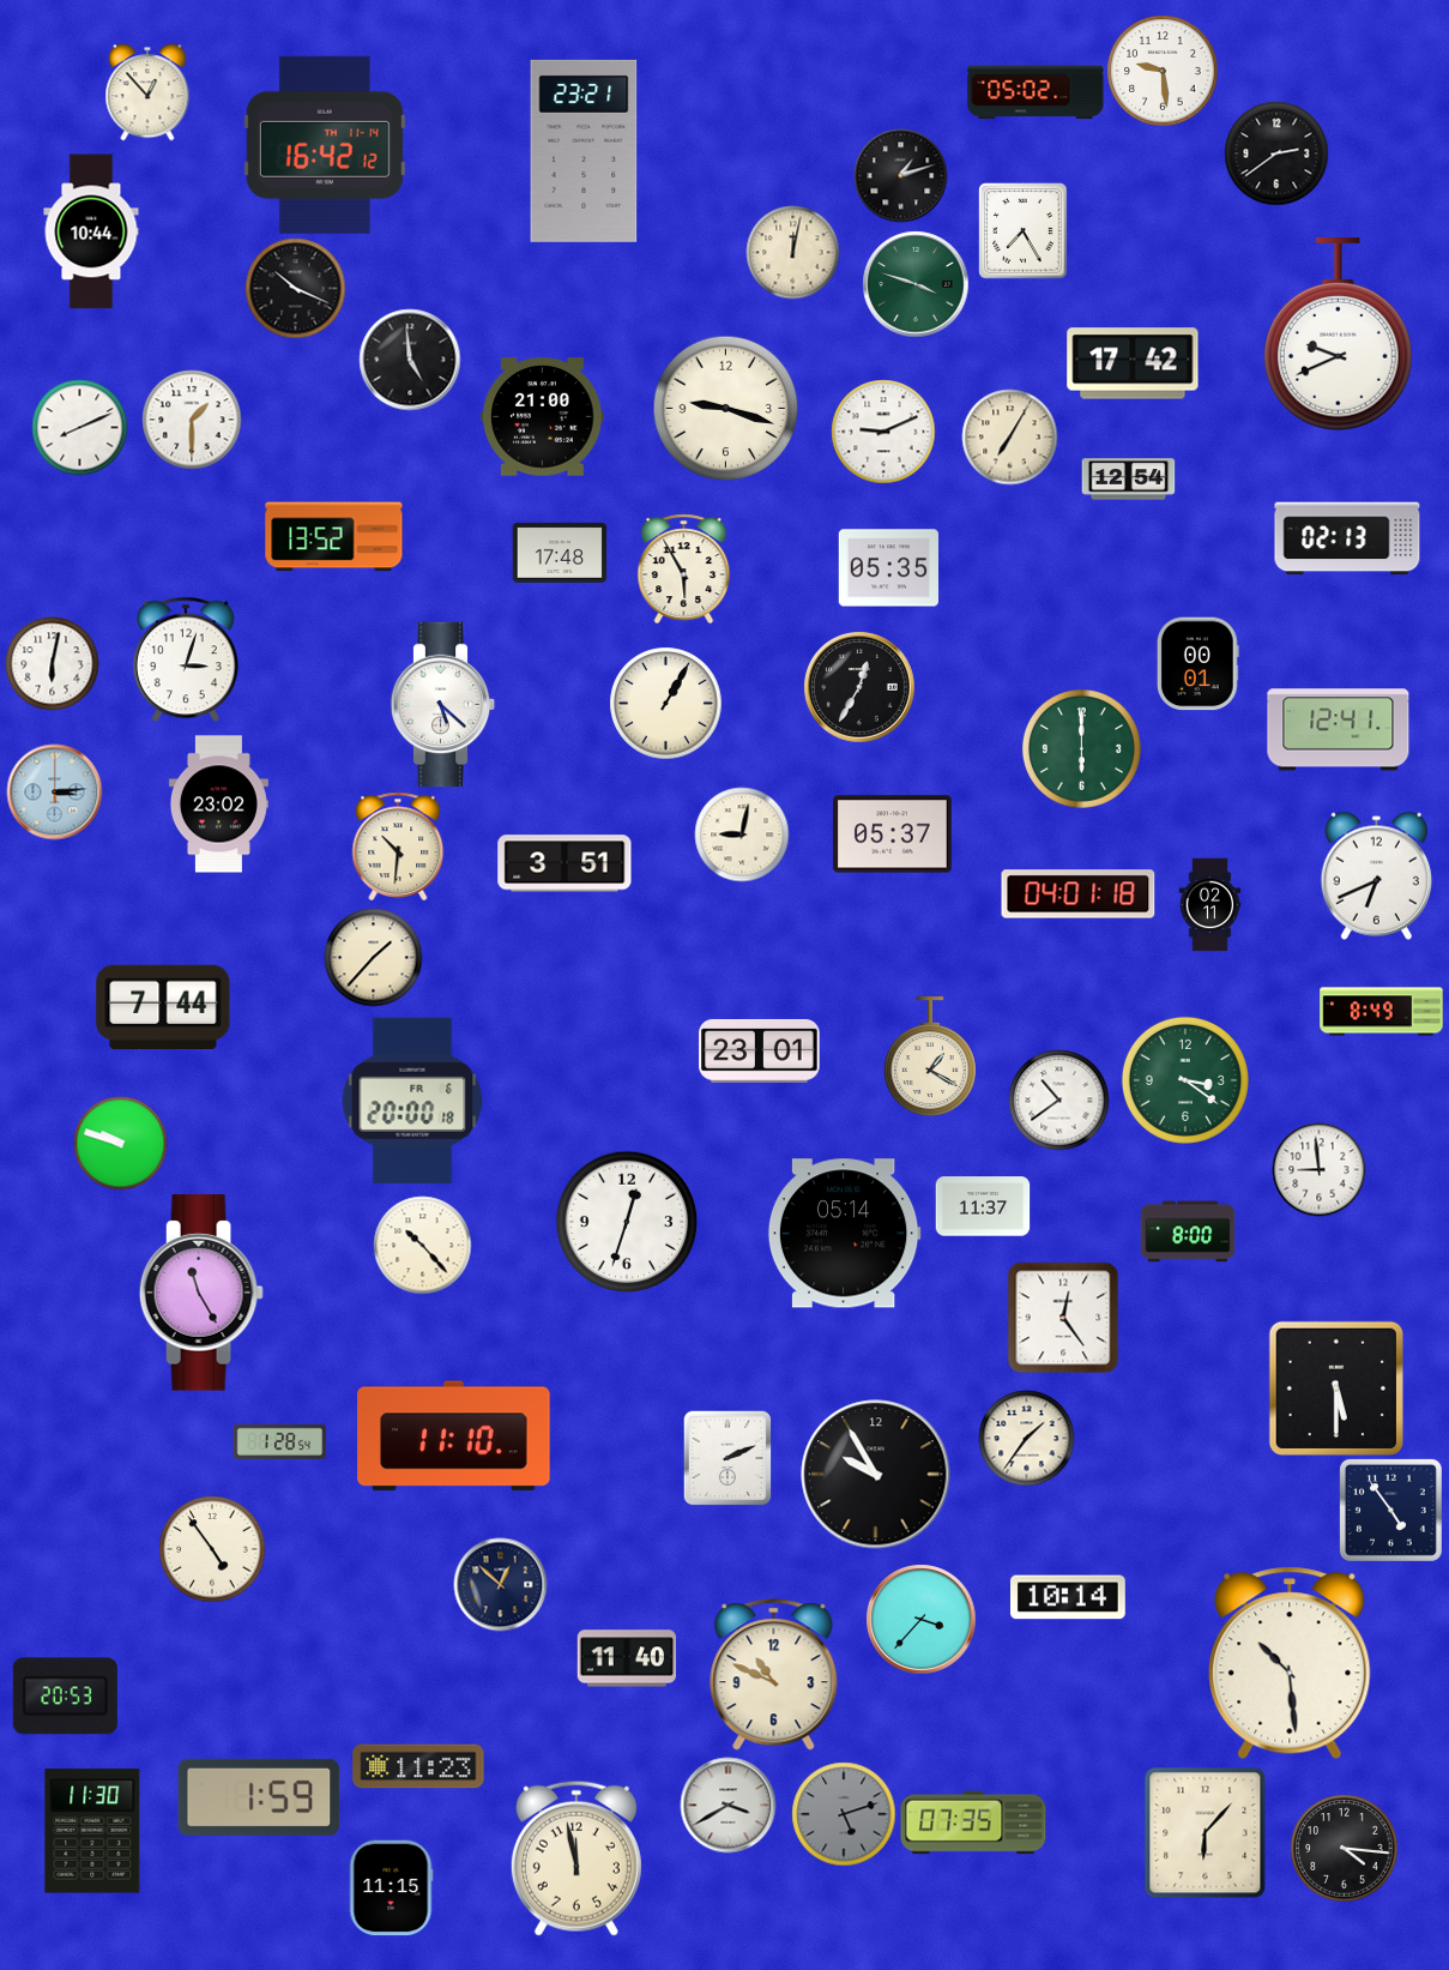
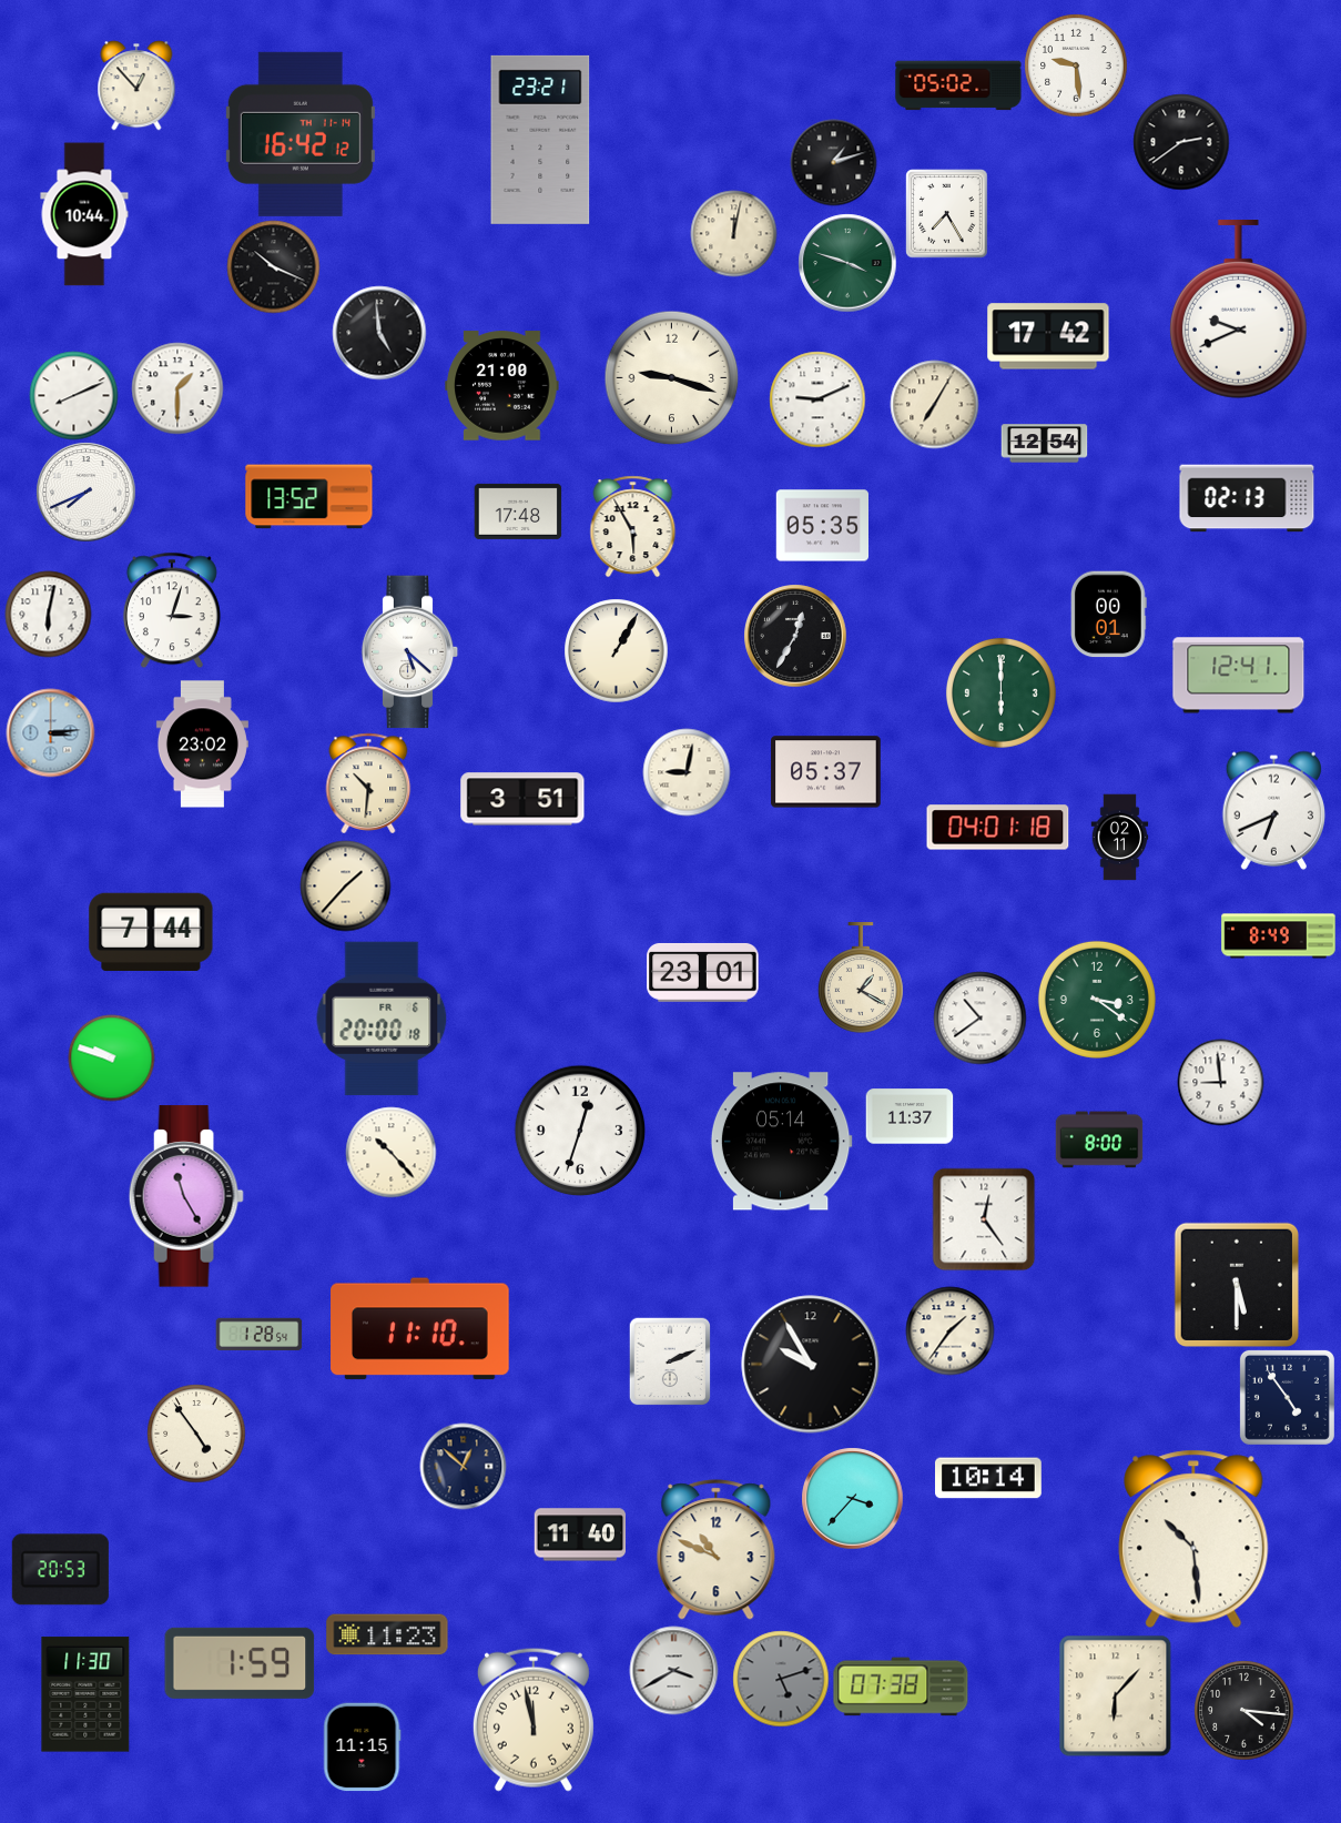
clock at (85, 492): none -> 7:41
clock at (727, 1458) position: (727, 1458) -> (670, 1361)
clock at (973, 1823): 07:35 -> 07:38
